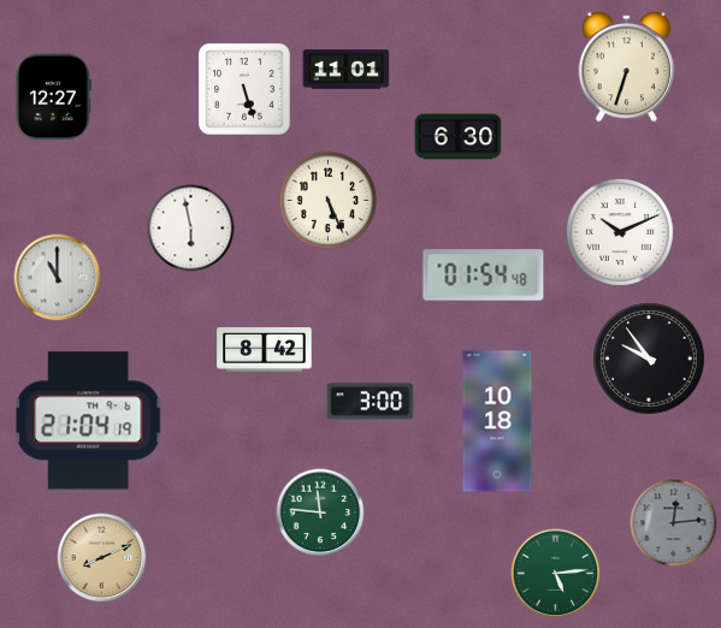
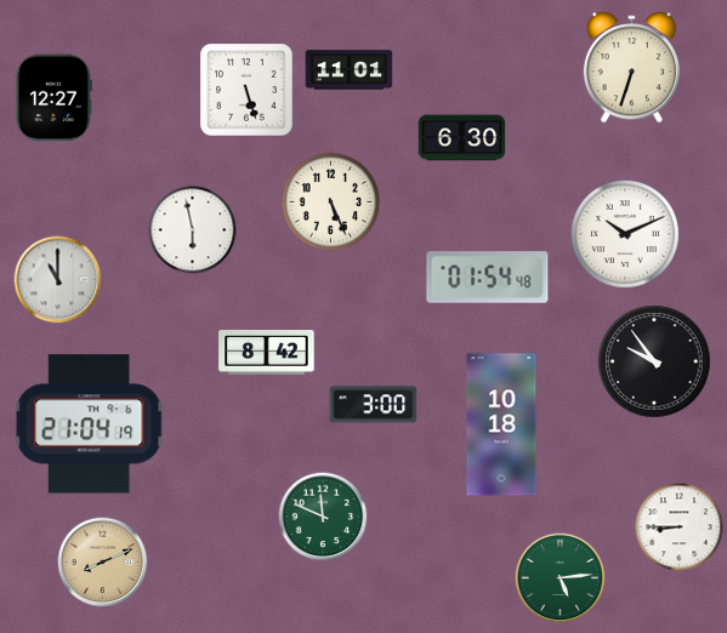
clock at (320, 513): 11:46 -> 11:49
clock at (674, 523): 12:14 -> 8:45
clock at (674, 523) dial: grey -> white
